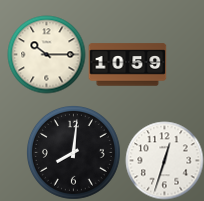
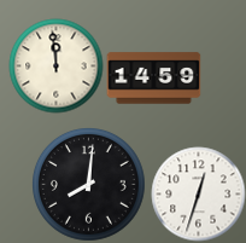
clock at (46, 54): 10:15 -> 11:59
clock at (127, 65): 10:59 -> 14:59
